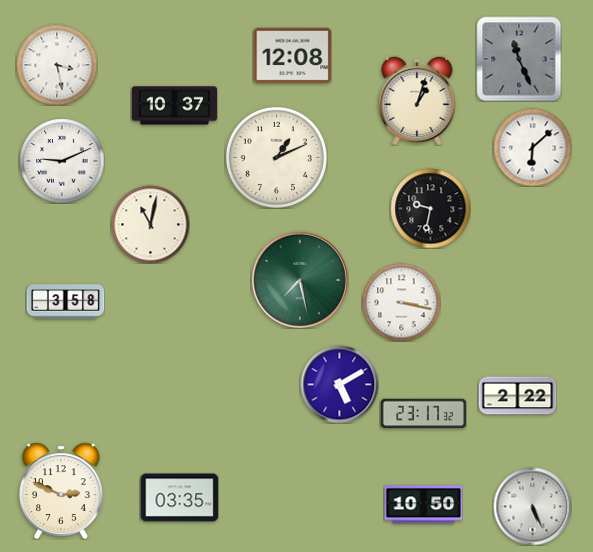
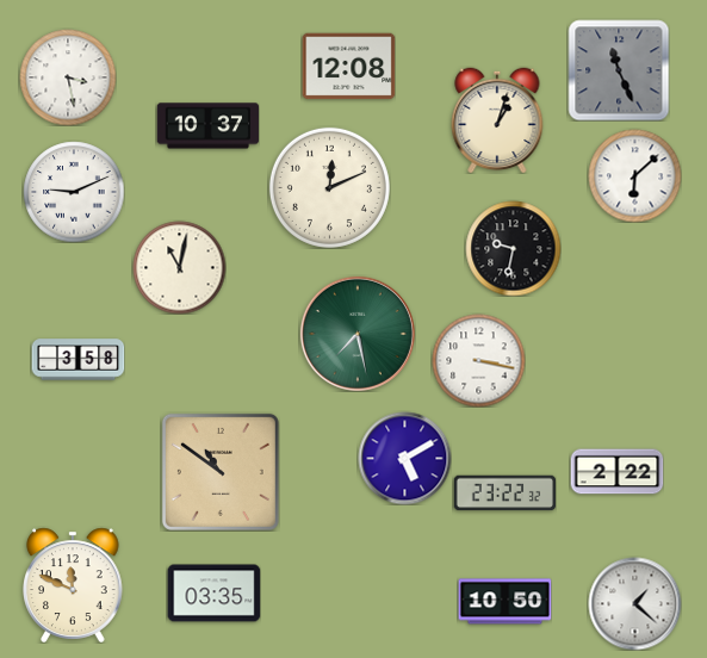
clock at (276, 157): 1:11 -> 12:11
clock at (221, 472): none -> 10:51
clock at (423, 414): 23:17 -> 23:22
clock at (62, 491): 2:49 -> 11:49
clock at (532, 506): 5:26 -> 1:22
